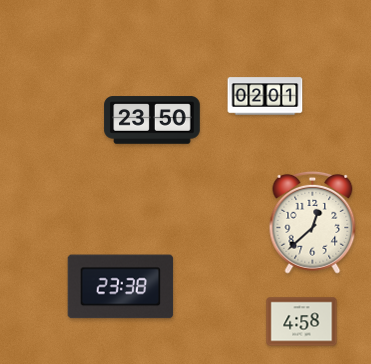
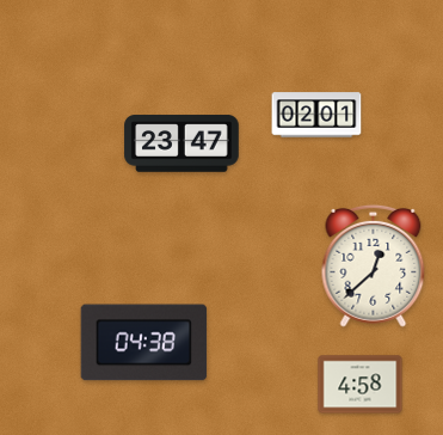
clock at (152, 120): 23:50 -> 23:47
clock at (121, 287): 23:38 -> 04:38
